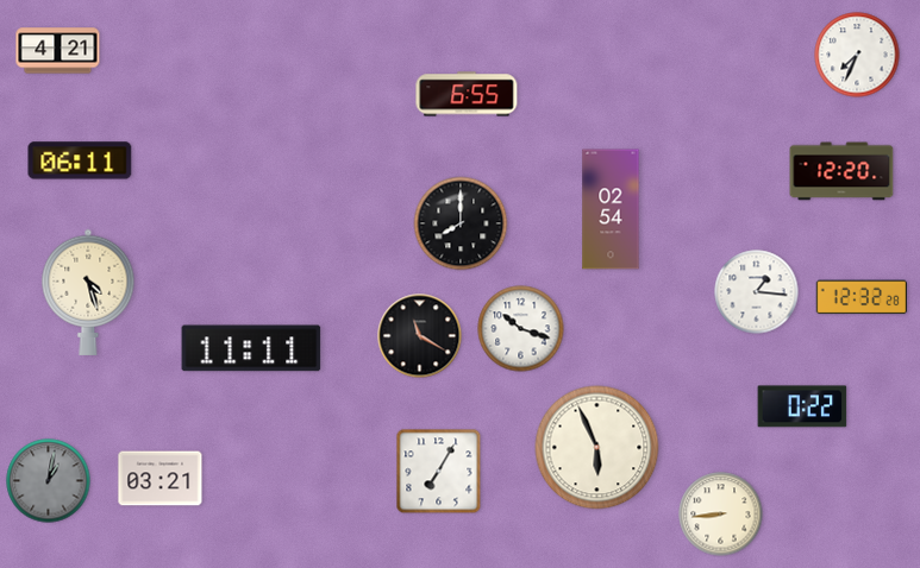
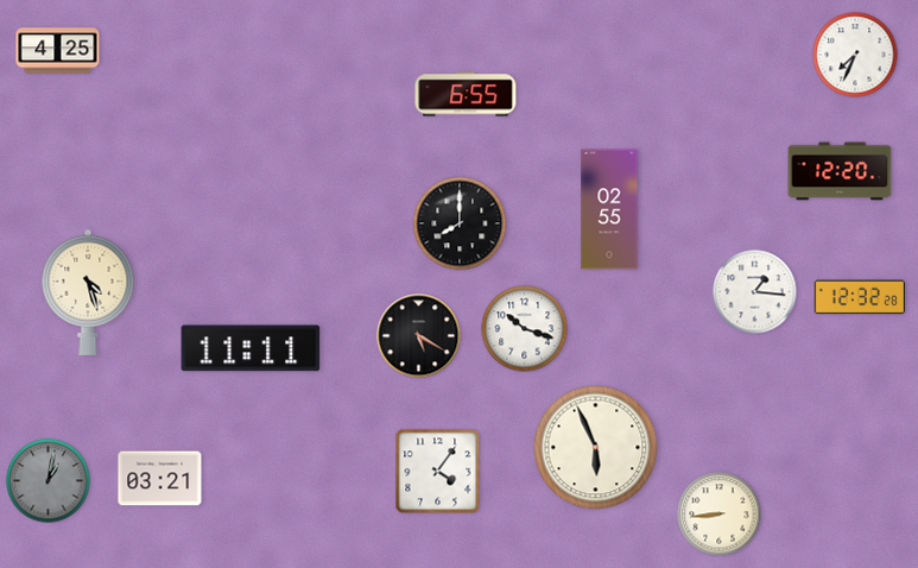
clock at (58, 51): 4:21 -> 4:25
clock at (80, 160): 06:11 -> none
clock at (611, 209): 02:54 -> 02:55
clock at (521, 329) position: (521, 329) -> (525, 329)
clock at (420, 336): 11:20 -> 5:20
clock at (802, 406): 0:22 -> none
clock at (439, 472): 7:05 -> 4:06
